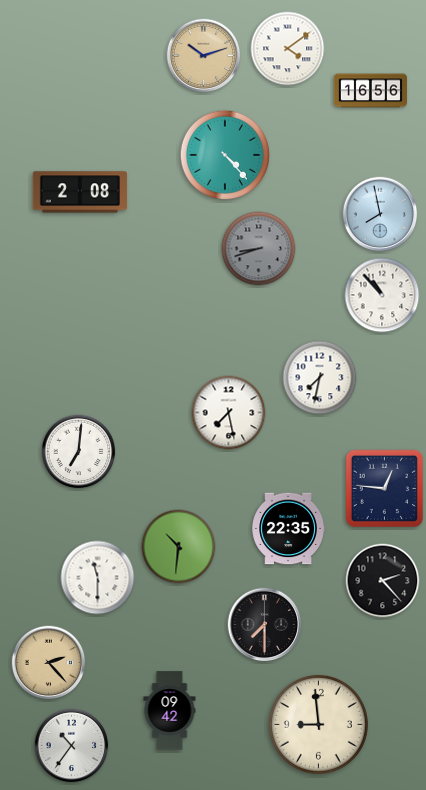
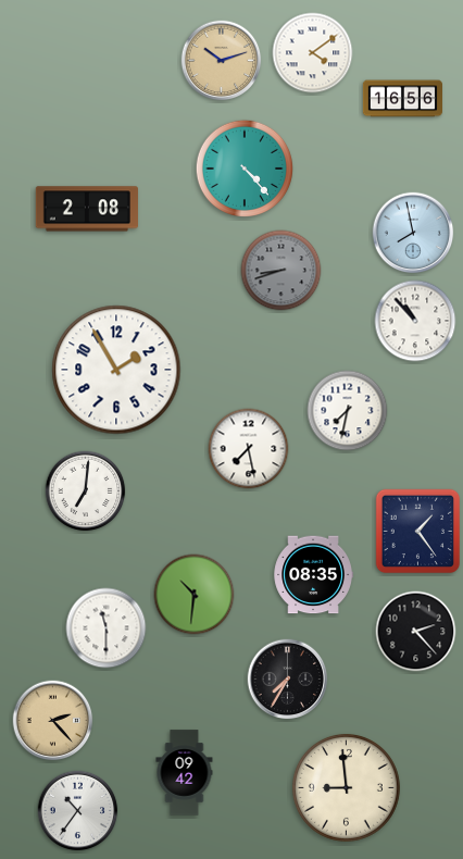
clock at (116, 370): none -> 1:55
clock at (385, 489): 12:46 -> 1:24
clock at (288, 529): 22:35 -> 08:35
clock at (265, 625): 7:30 -> 7:35
